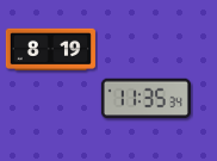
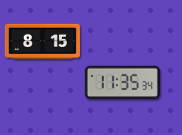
clock at (50, 49): 8:19 -> 8:15
